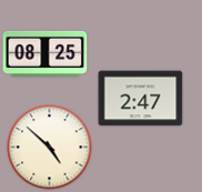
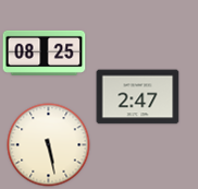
clock at (50, 148): 4:52 -> 5:28
